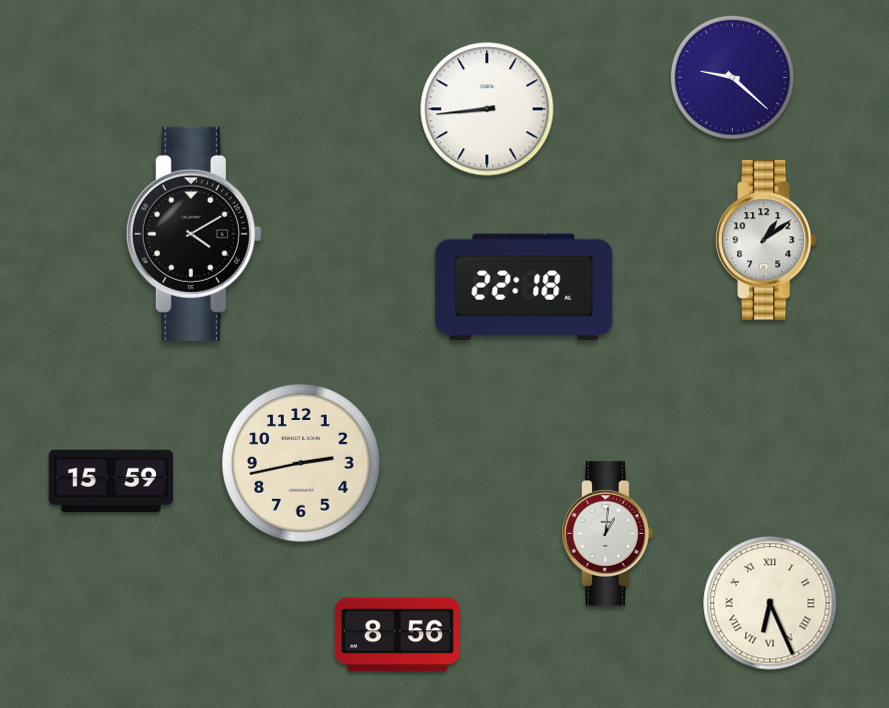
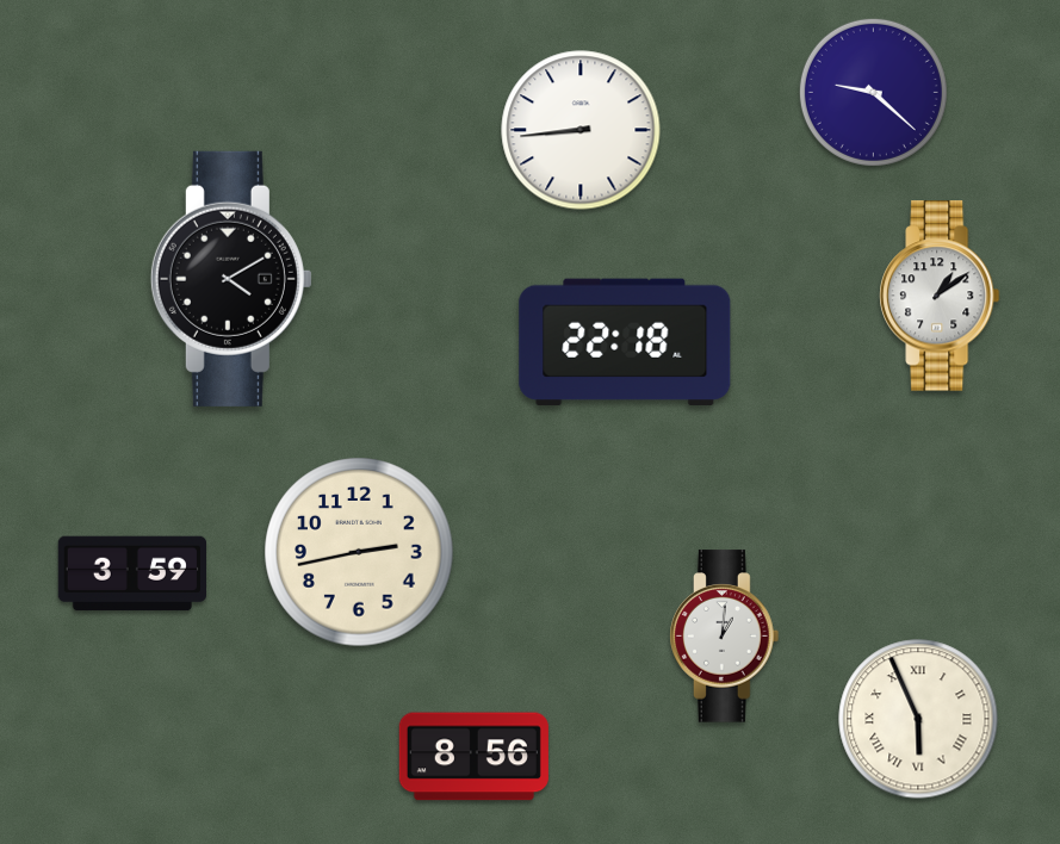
clock at (767, 240) position: (767, 240) -> (941, 296)
clock at (110, 481): 15:59 -> 3:59
clock at (770, 603): 6:26 -> 5:56
